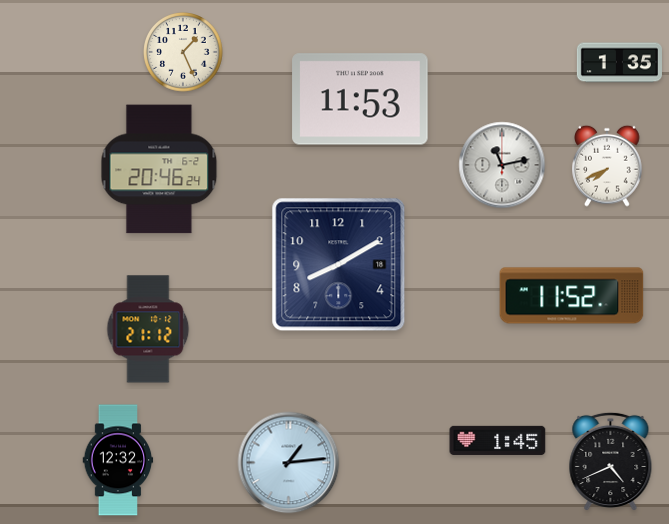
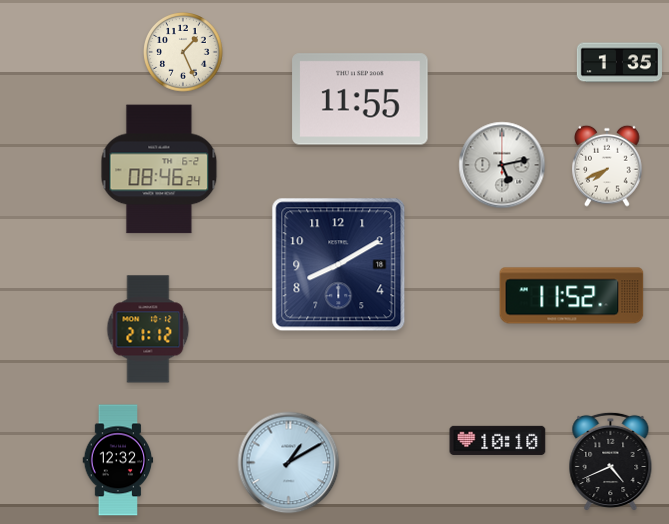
clock at (360, 99): 11:53 -> 11:55
clock at (502, 165): 11:13 -> 5:13
clock at (159, 169): 20:46 -> 08:46
clock at (498, 440): 1:45 -> 10:10
clock at (289, 463): 1:14 -> 1:10
